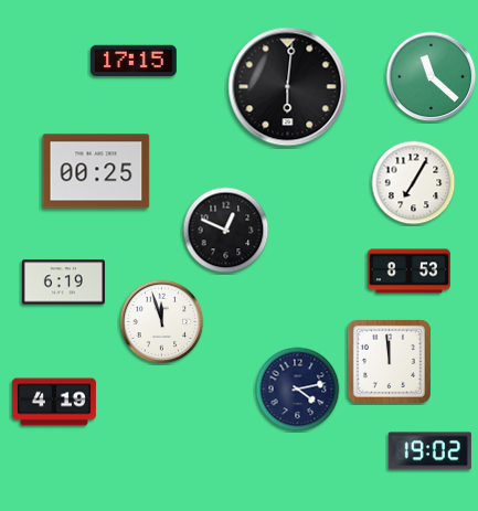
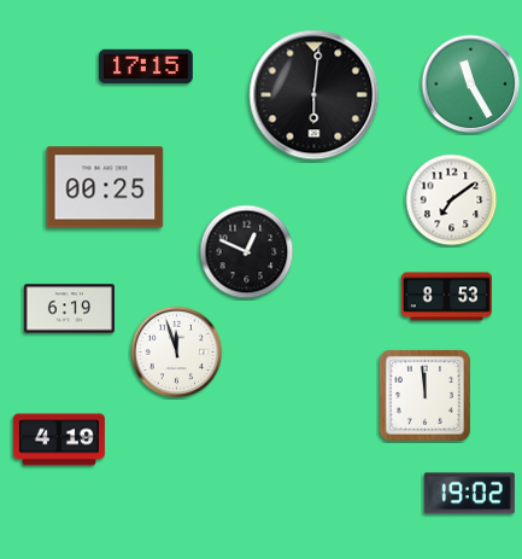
clock at (432, 77): 11:22 -> 11:25
clock at (414, 183): 7:05 -> 7:09
clock at (298, 390): 4:13 -> none
